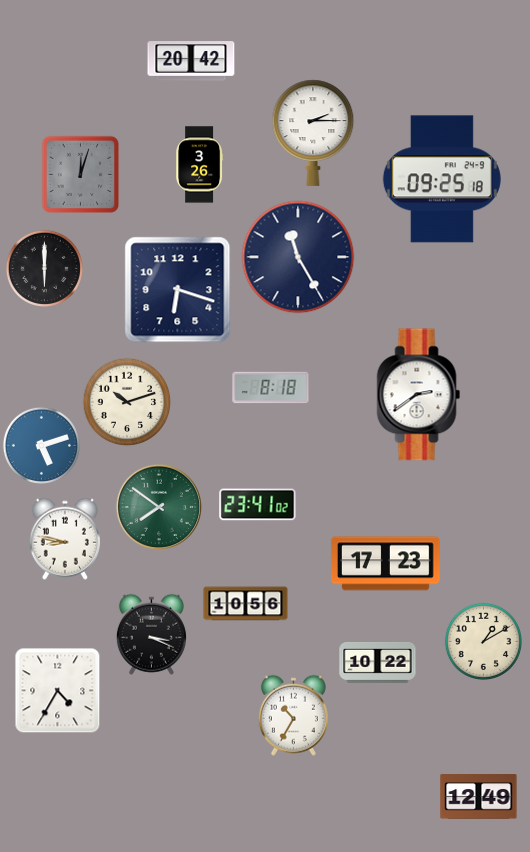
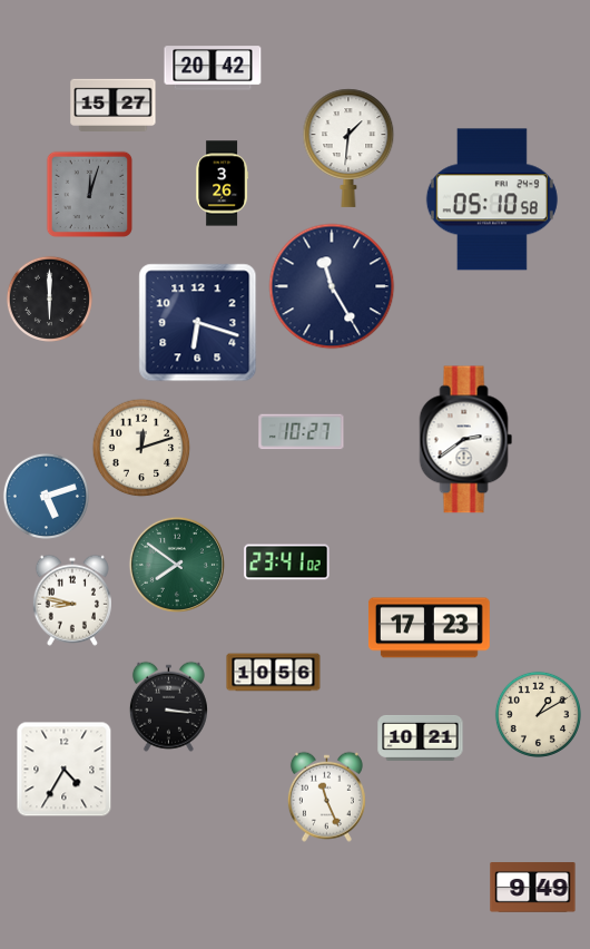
clock at (114, 105): none -> 15:27
clock at (313, 133): 2:15 -> 1:31
clock at (442, 179): 09:25 -> 05:10
clock at (271, 388): 8:18 -> 10:27
clock at (127, 402): 10:12 -> 12:12
clock at (151, 634): 3:19 -> 3:16
clock at (378, 662): 10:22 -> 10:21
clock at (293, 715): 10:35 -> 11:26
clock at (479, 797): 12:49 -> 9:49
